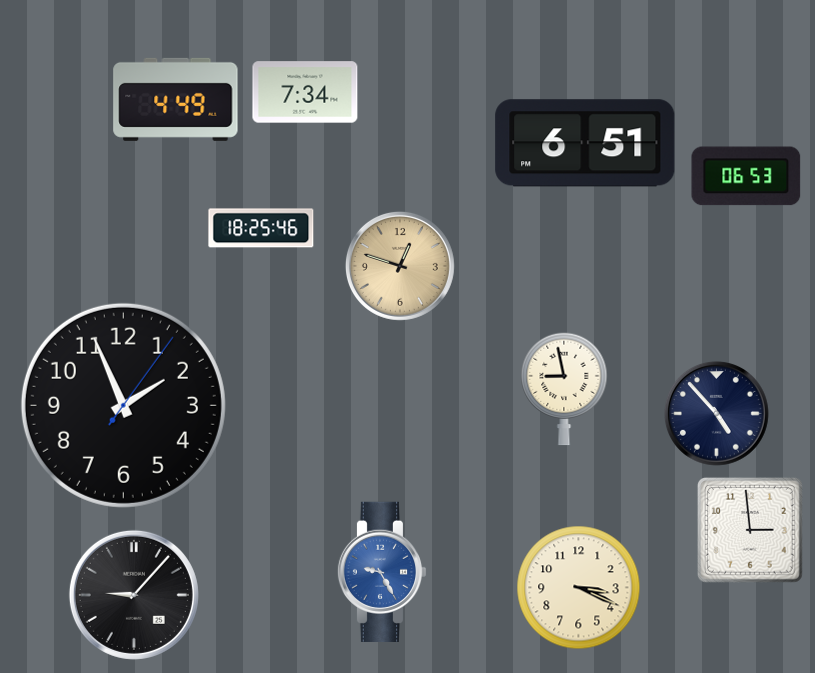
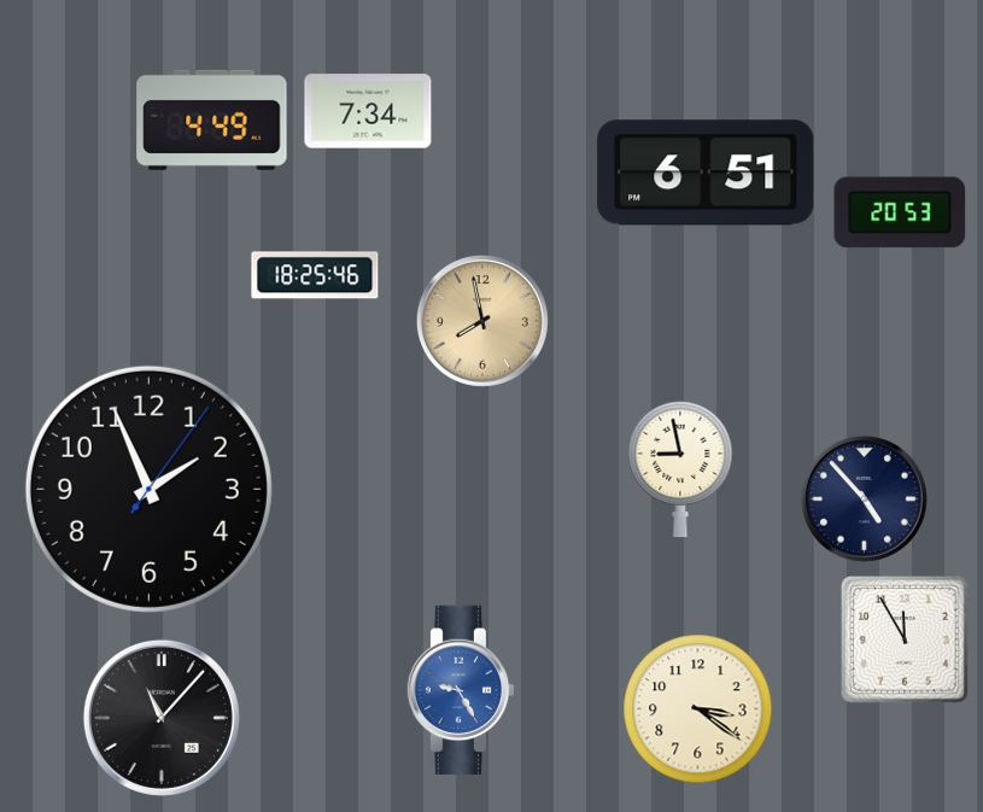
clock at (746, 176): 06:53 -> 20:53
clock at (400, 266): 12:48 -> 7:58
clock at (750, 530): 2:59 -> 11:55
clock at (579, 588): 3:19 -> 3:21
clock at (134, 595): 9:07 -> 11:07
